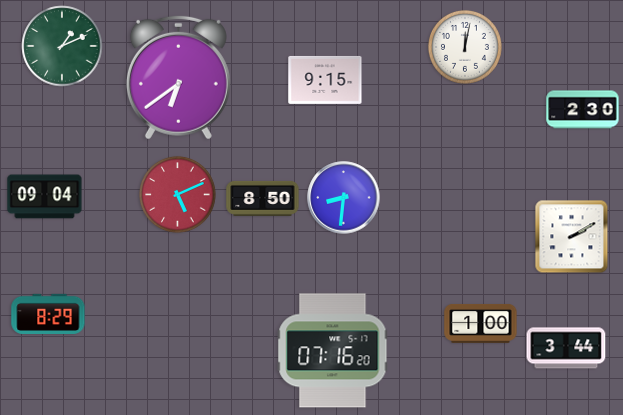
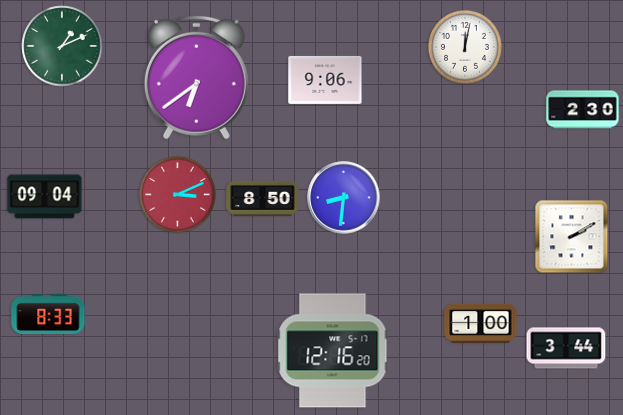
clock at (178, 77) position: (178, 77) -> (196, 77)
clock at (325, 80): 9:15 -> 9:06
clock at (178, 195): 5:11 -> 3:11
clock at (48, 314): 8:29 -> 8:33
clock at (333, 351): 07:16 -> 12:16
